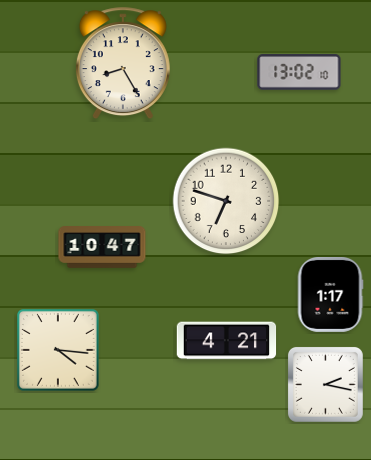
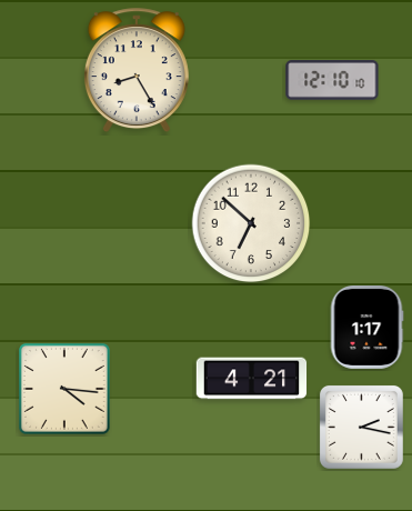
clock at (299, 72): 13:02 -> 12:10
clock at (226, 201): 6:48 -> 6:52
clock at (102, 247): 10:47 -> none
